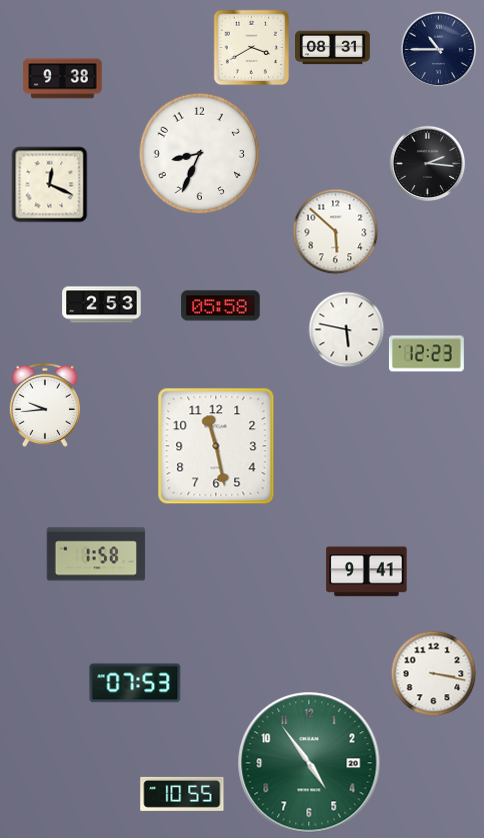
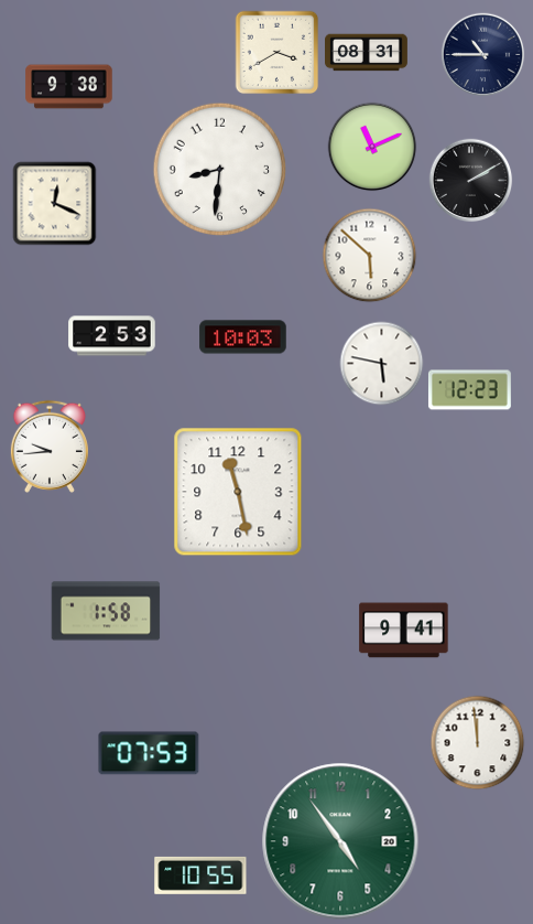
clock at (372, 147): none -> 11:11
clock at (200, 154): 8:34 -> 8:31
clock at (428, 164): 2:16 -> 2:10
clock at (221, 306): 05:58 -> 10:03
clock at (434, 674): 3:17 -> 11:59
